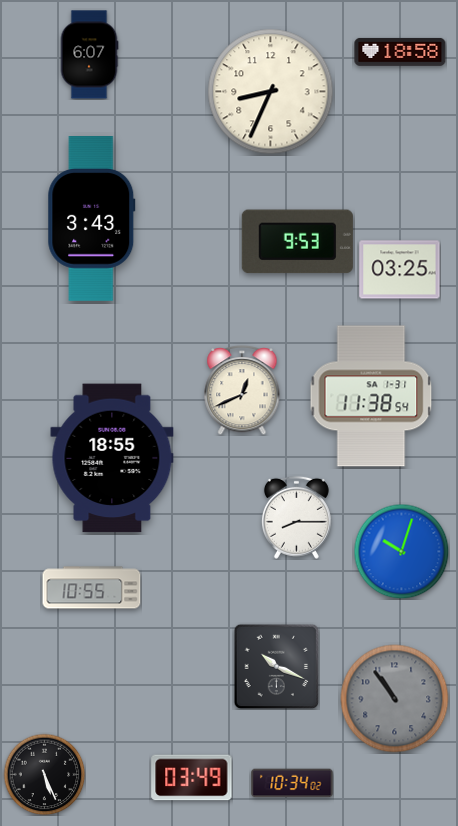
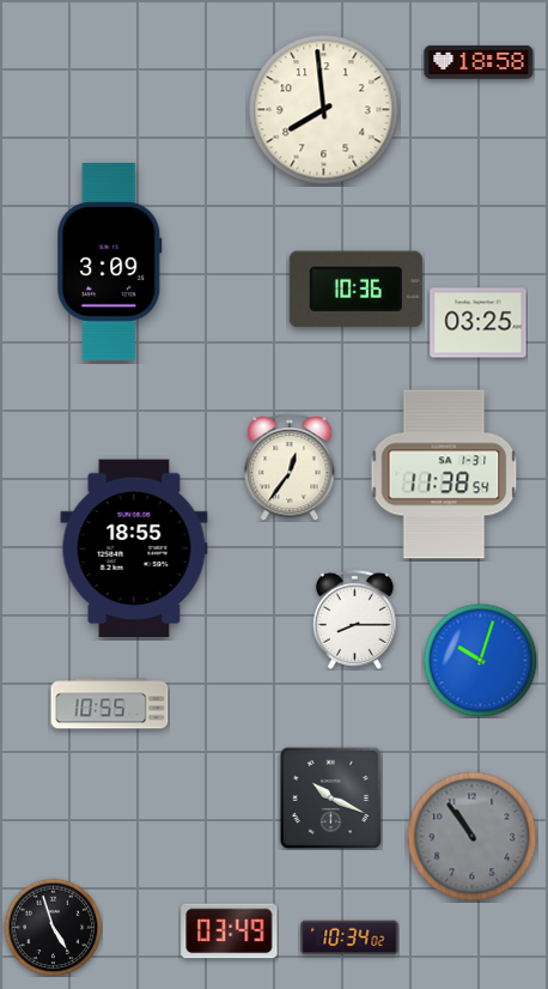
clock at (89, 55): 6:07 -> none
clock at (271, 92): 8:34 -> 7:59
clock at (92, 219): 3:43 -> 3:09
clock at (297, 242): 9:53 -> 10:36
clock at (242, 391): 12:41 -> 12:36
clock at (44, 774): 5:26 -> 4:57
